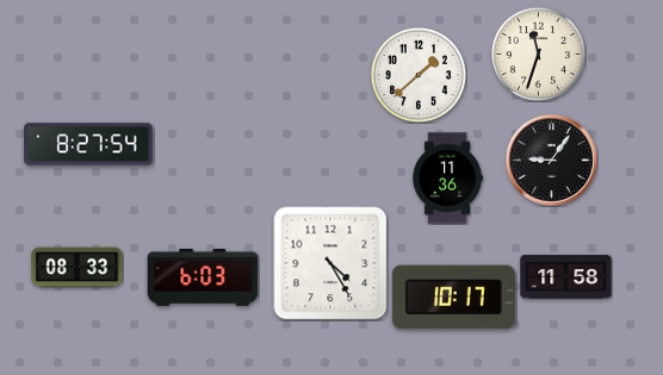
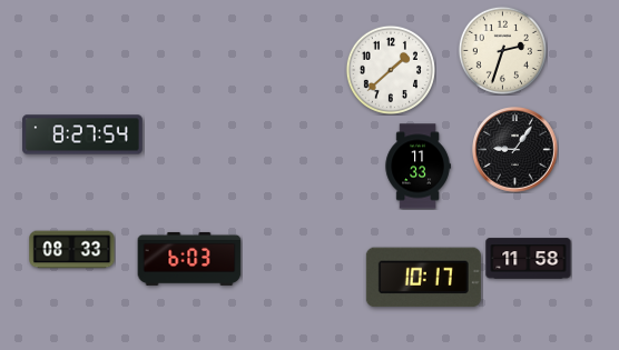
clock at (538, 54): 11:33 -> 2:33
clock at (447, 179): 11:36 -> 11:33
clock at (330, 263): 4:25 -> none
